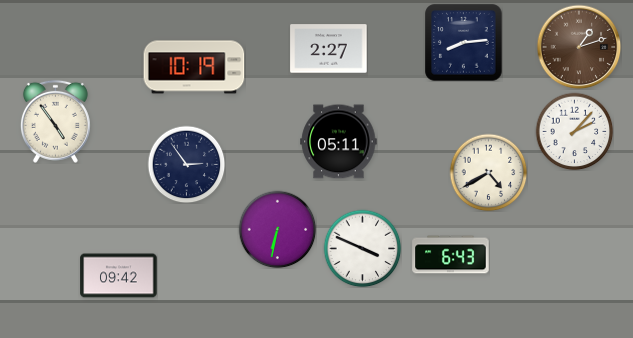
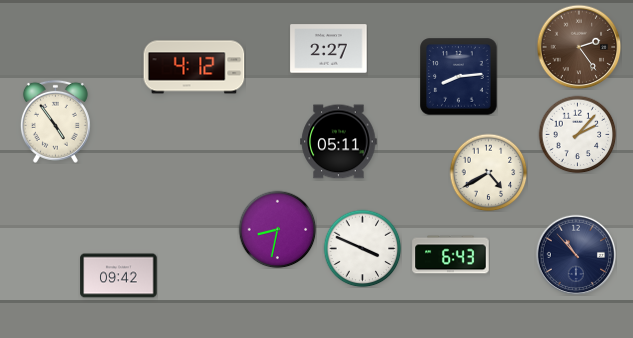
clock at (464, 43) position: (464, 43) -> (459, 77)
clock at (579, 47): 1:12 -> 2:24
clock at (194, 67): 10:19 -> 4:12
clock at (574, 131) position: (574, 131) -> (577, 134)
clock at (186, 164): 2:54 -> none
clock at (277, 229): 6:32 -> 8:32
clock at (576, 255): none -> 10:53
